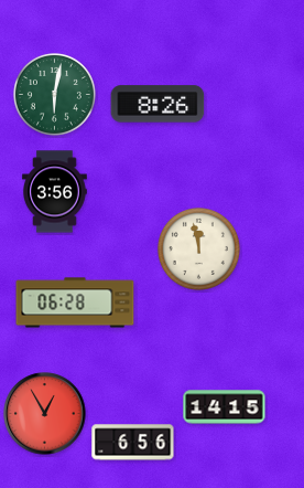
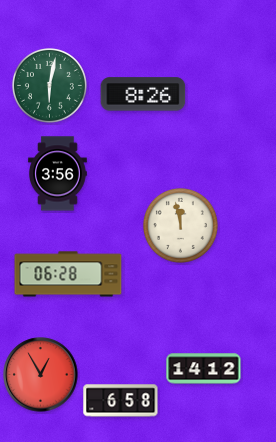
clock at (55, 192) position: (55, 192) -> (58, 174)
clock at (225, 407): 14:15 -> 14:12
clock at (133, 443): 6:56 -> 6:58
